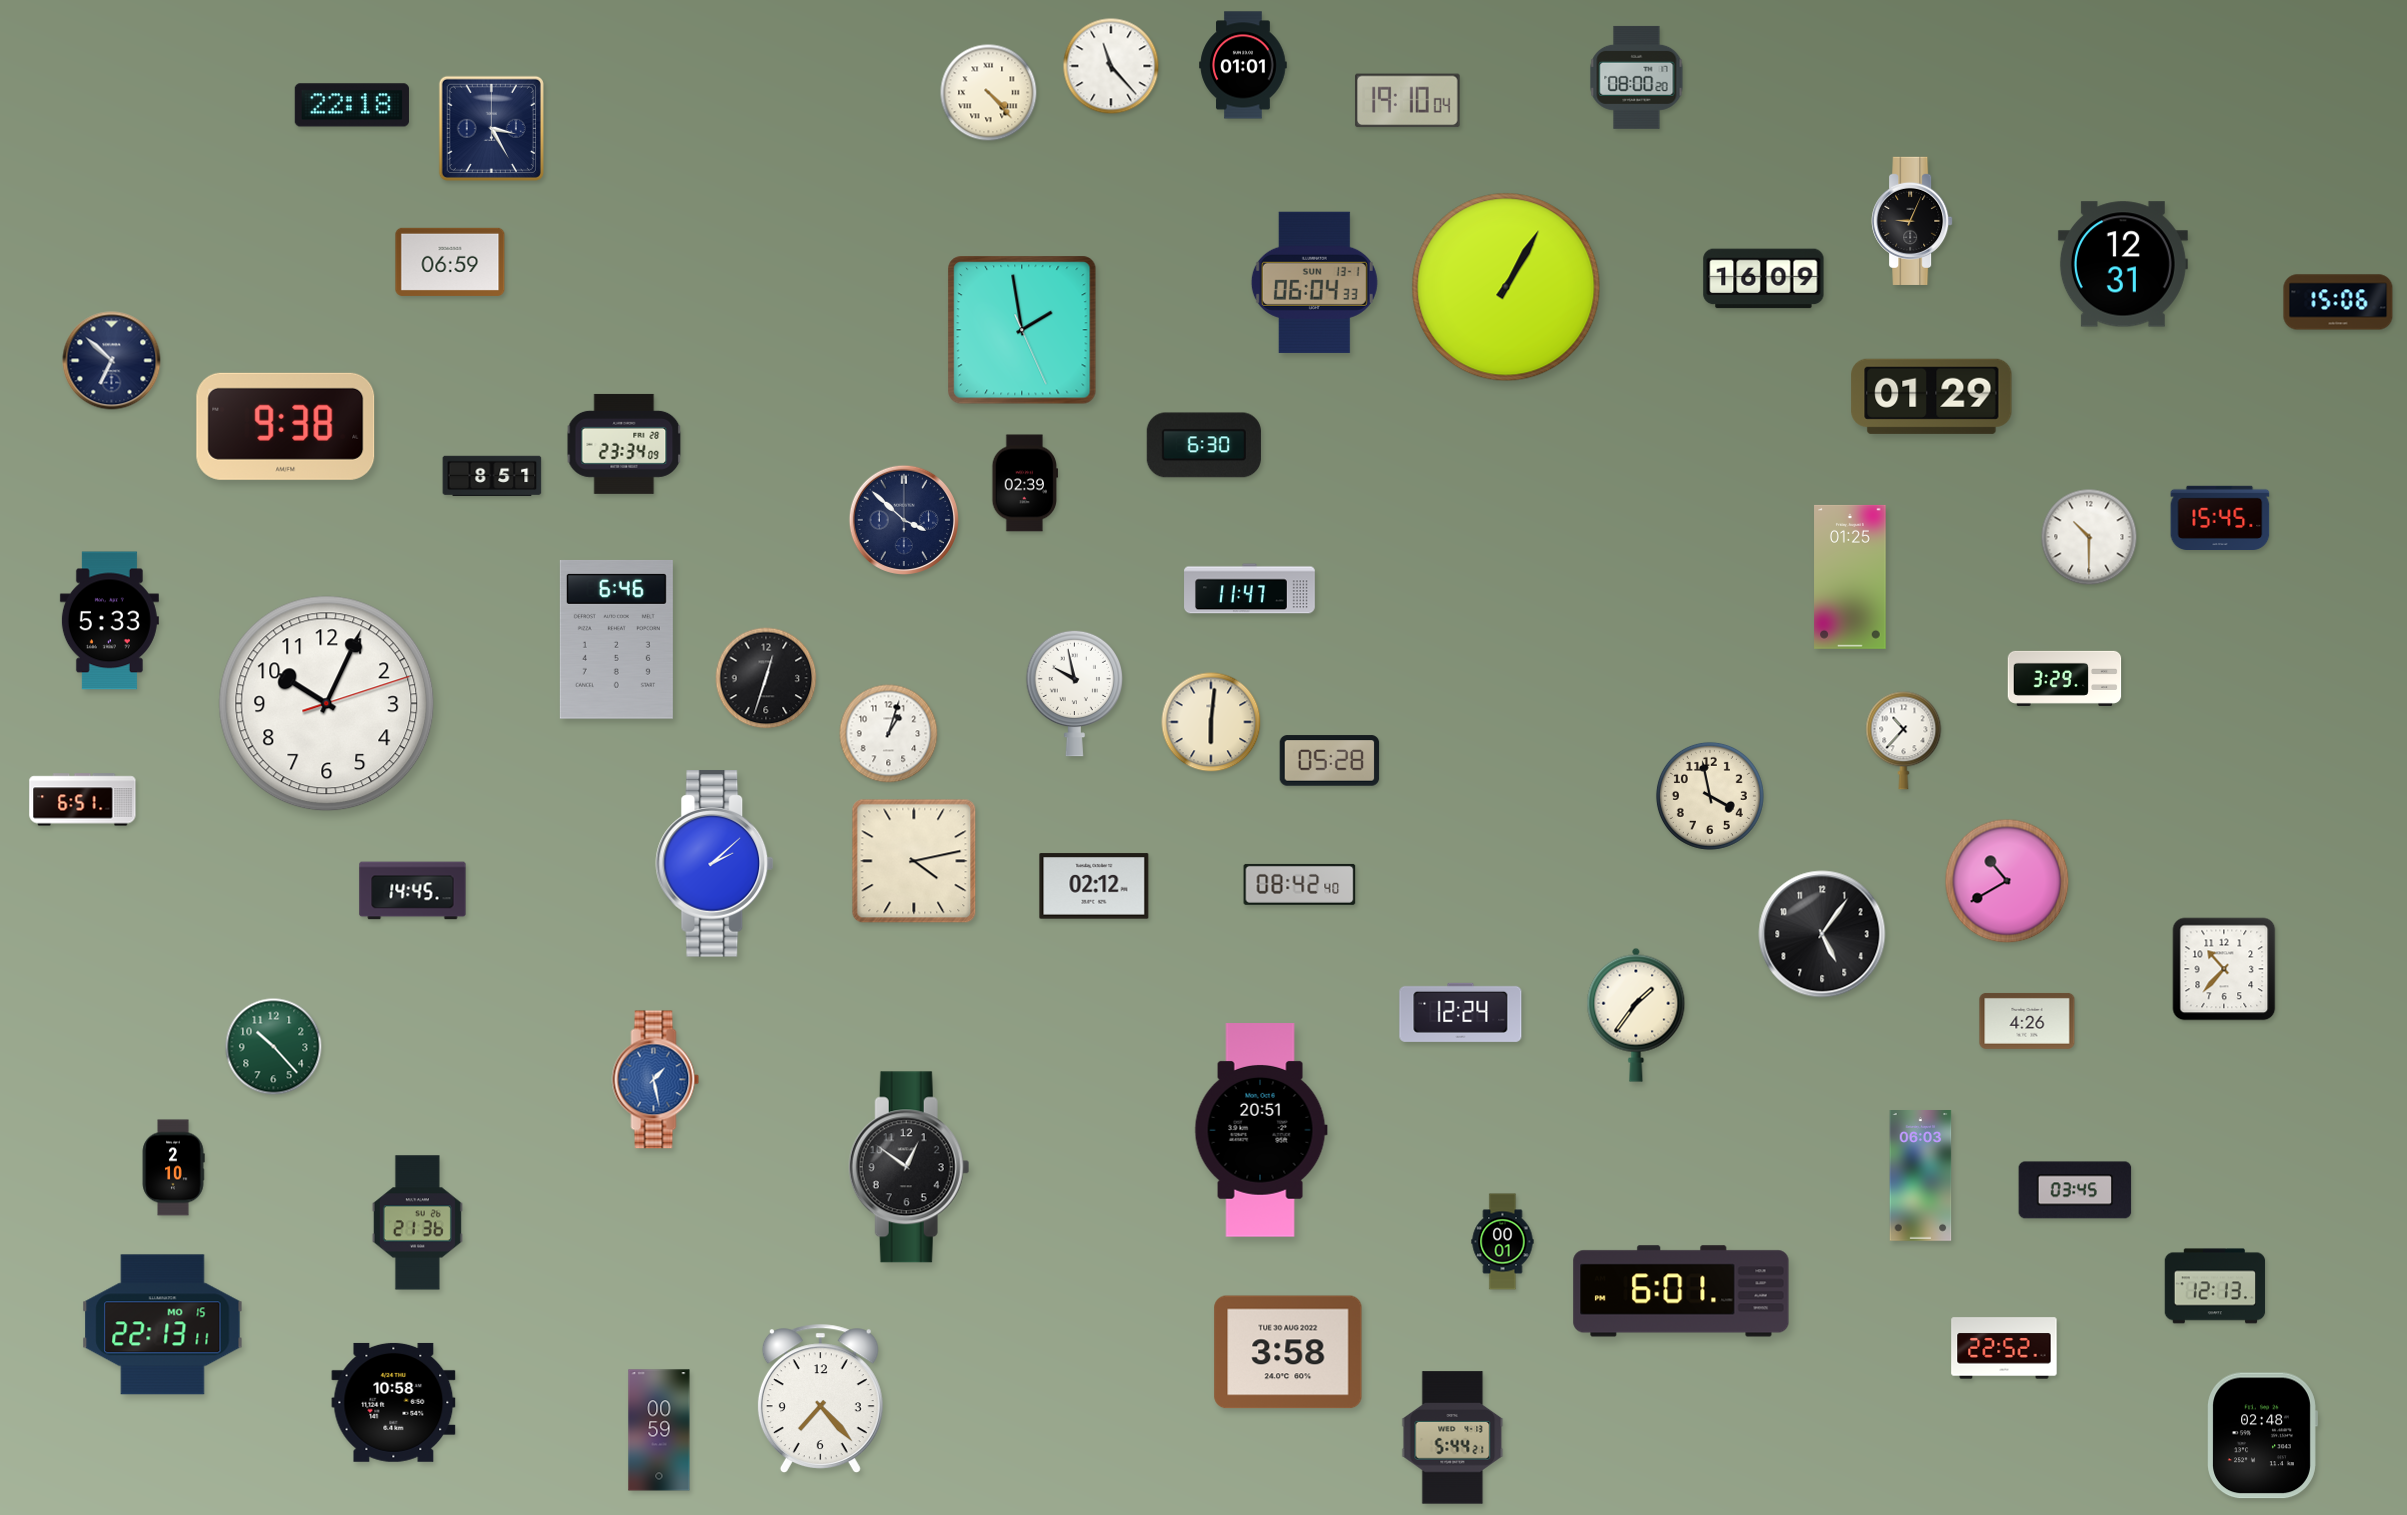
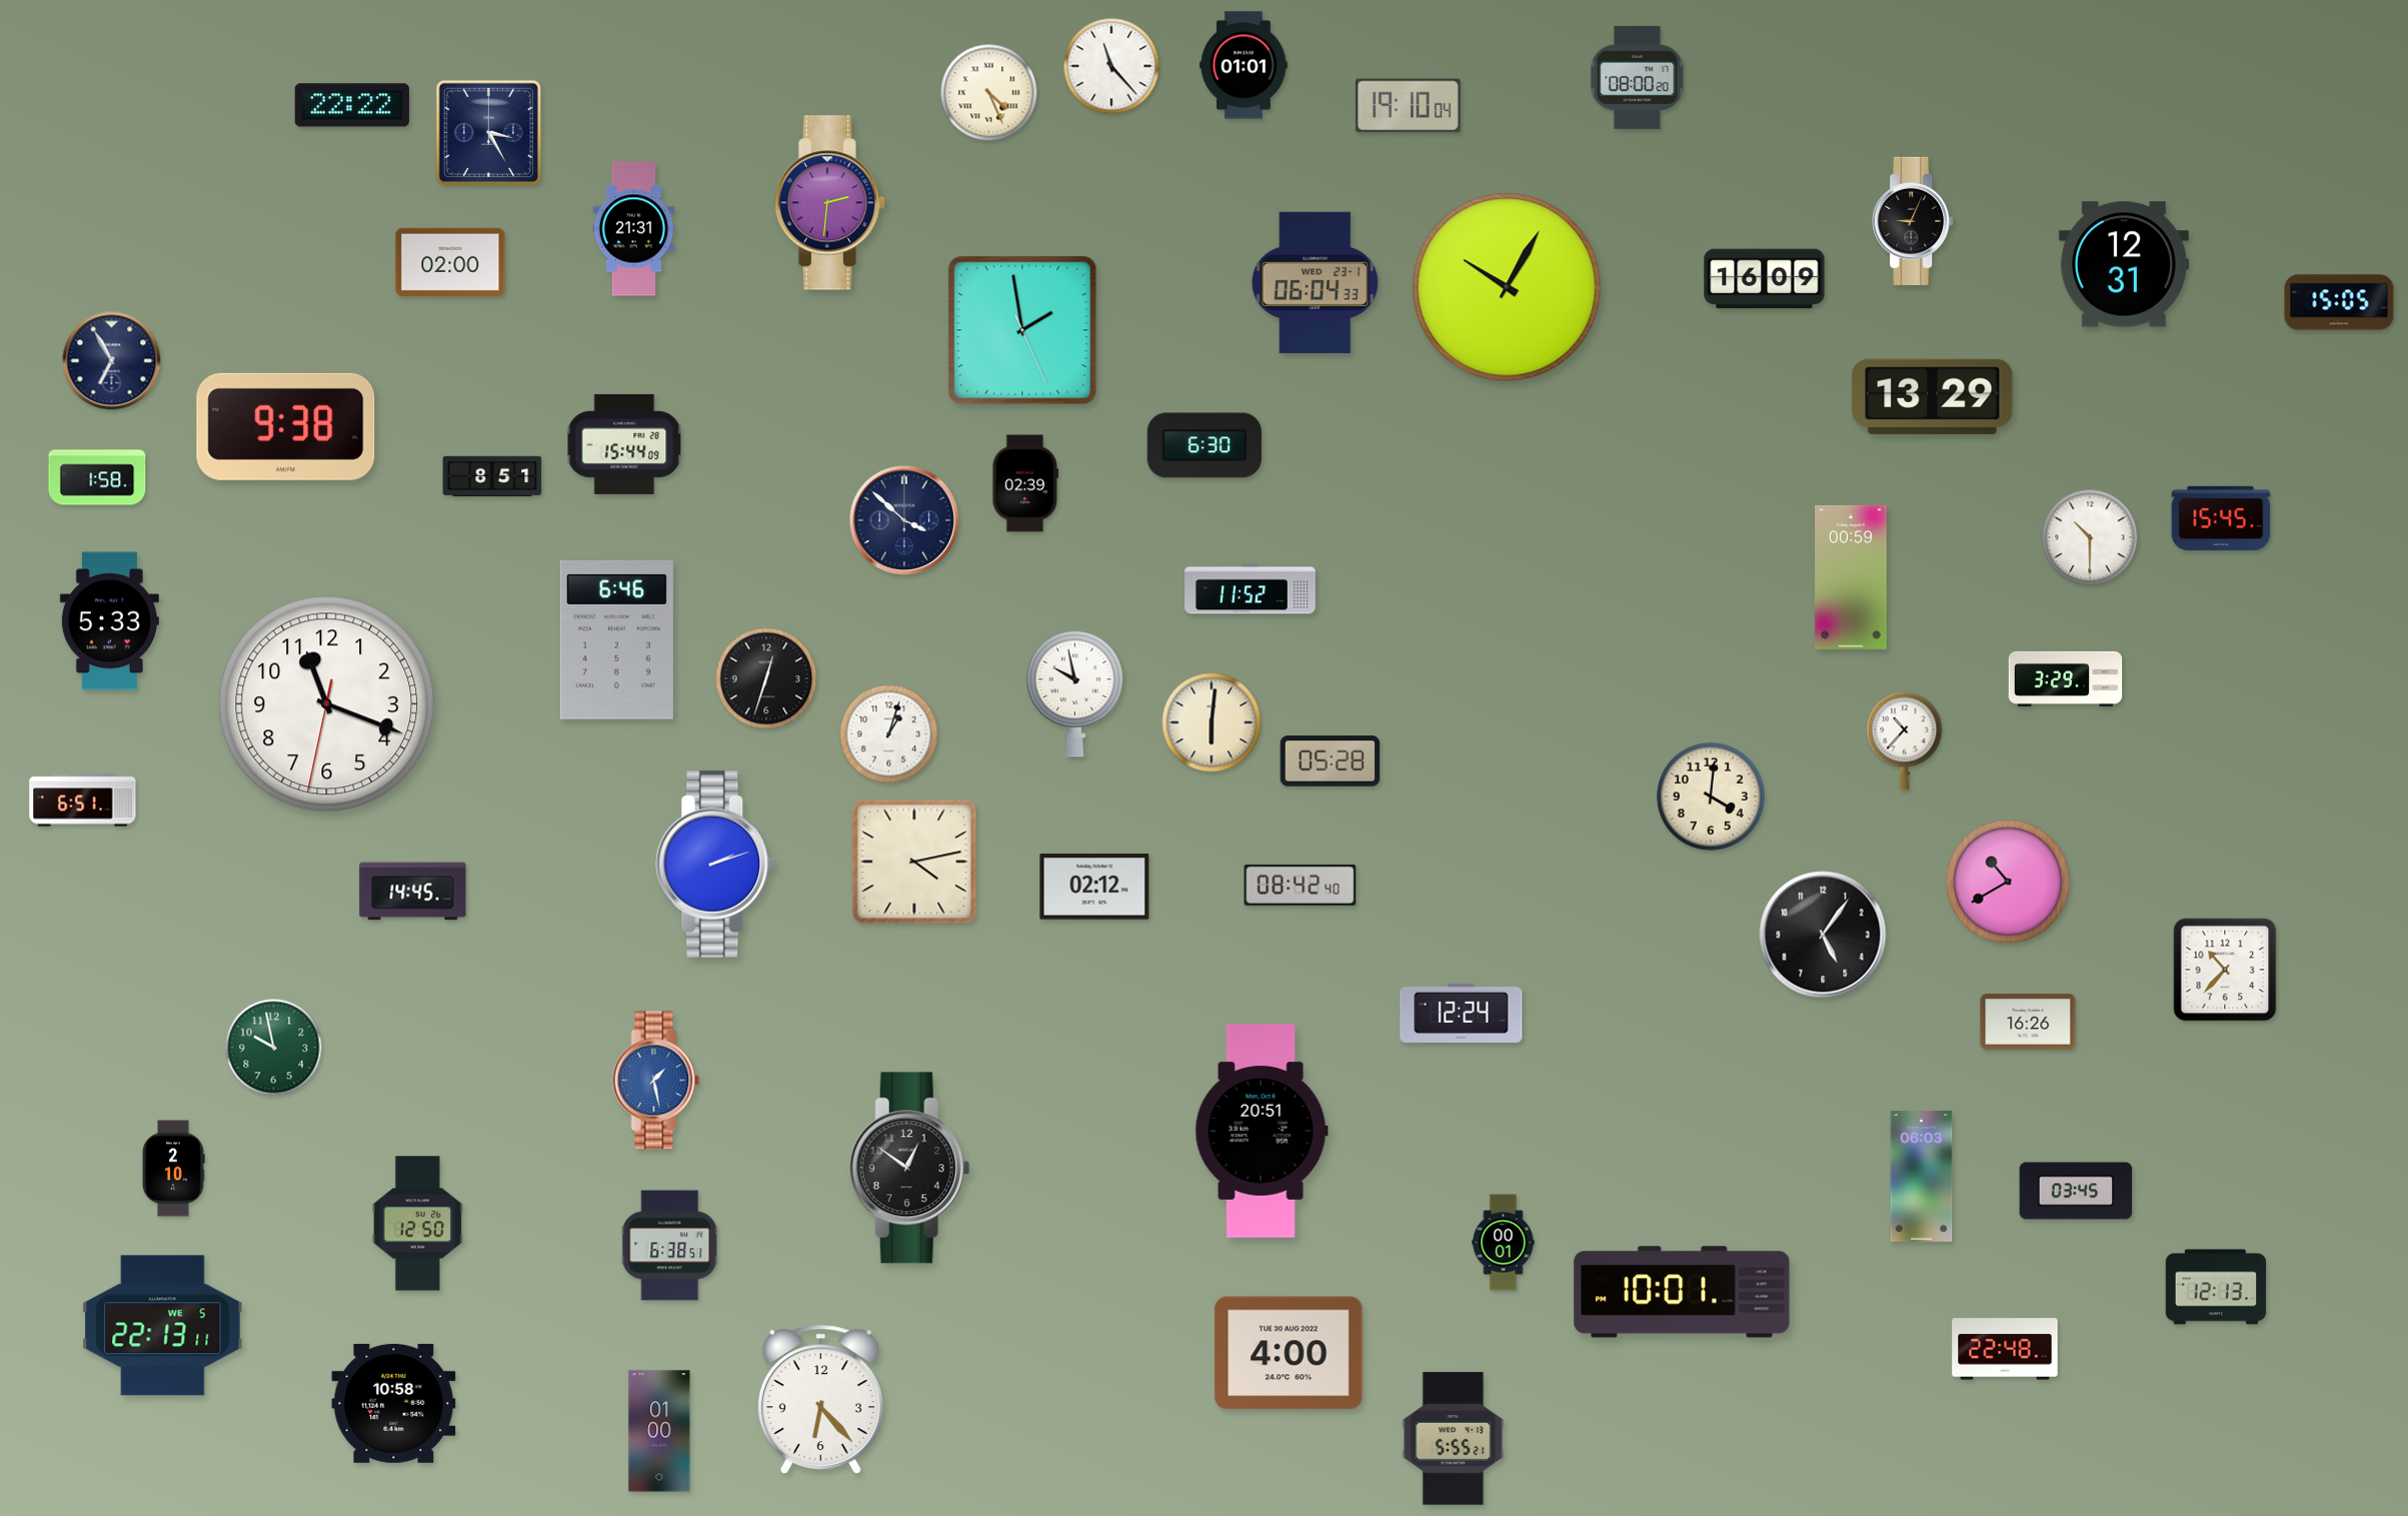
clock at (989, 93): 4:23 -> 4:26
clock at (1408, 101) position: (1408, 101) -> (1409, 106)
clock at (352, 105): 22:18 -> 22:22
clock at (491, 128) position: (491, 128) -> (488, 132)
clock at (830, 203): none -> 2:31
clock at (634, 229): none -> 21:31
clock at (450, 262): 06:59 -> 02:00
clock at (1314, 282) date: SUN 13-1 -> WED 23-1
clock at (1506, 287): 1:05 -> 10:05
clock at (2338, 302): 15:06 -> 15:05
clock at (112, 361): 6:52 -> 6:55
clock at (1932, 396): 01:29 -> 13:29
clock at (624, 444): 23:34 -> 15:44
clock at (97, 477): none -> 1:58
clock at (1850, 577): 01:25 -> 00:59
clock at (1250, 589): 11:47 -> 11:52
clock at (327, 704): 10:04 -> 11:18
clock at (1710, 796): 3:58 -> 4:01
clock at (715, 864): 2:08 -> 2:12
clock at (1636, 1015): 1:36 -> none
clock at (2027, 1021): 4:26 -> 16:26
clock at (274, 1047): 10:23 -> 9:58
clock at (417, 1223): 21:36 -> 12:50
clock at (670, 1246): none -> 6:38
clock at (1681, 1291): 6:01 -> 10:01
clock at (163, 1325) date: MO 15 -> WE 5
clock at (2004, 1348): 22:52 -> 22:48
clock at (1288, 1352): 3:58 -> 4:00
clock at (820, 1399): 7:23 -> 6:23
clock at (659, 1430): 00:59 -> 01:00
clock at (2262, 1436): 02:48 -> none
clock at (1453, 1438): 5:44 -> 5:55
